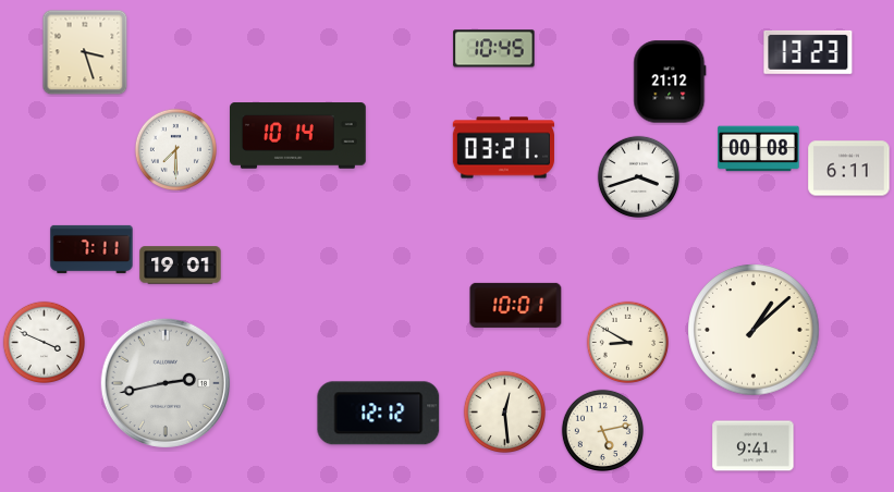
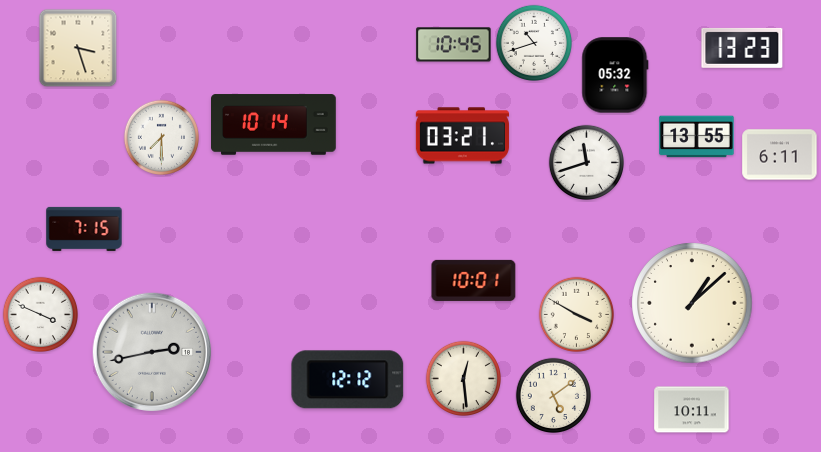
clock at (533, 42): none -> 10:42
clock at (670, 82): 21:12 -> 05:32
clock at (759, 149): 00:08 -> 13:55
clock at (638, 176): 3:42 -> 11:42
clock at (91, 249): 7:11 -> 7:15
clock at (181, 266): 19:01 -> none
clock at (627, 342): 8:50 -> 3:50
clock at (602, 430): 5:13 -> 5:09
clock at (754, 446): 9:41 -> 10:11
